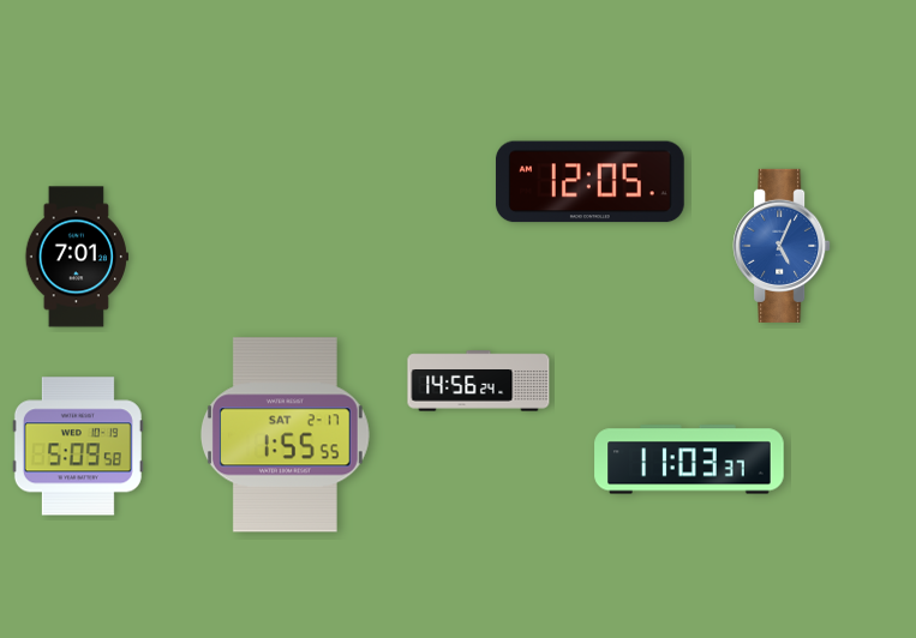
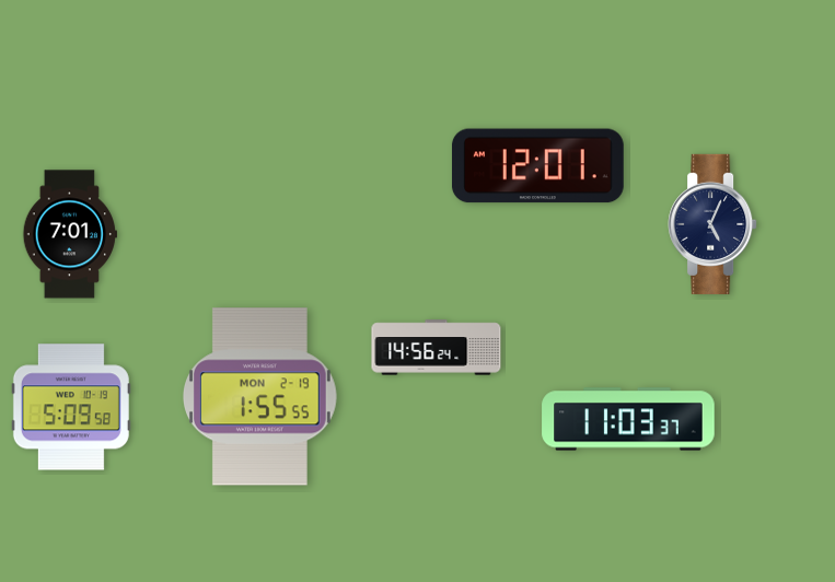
clock at (589, 182): 12:05 -> 12:01
clock at (782, 246) dial: blue -> navy
clock at (285, 435) date: SAT 2-17 -> MON 2-19
